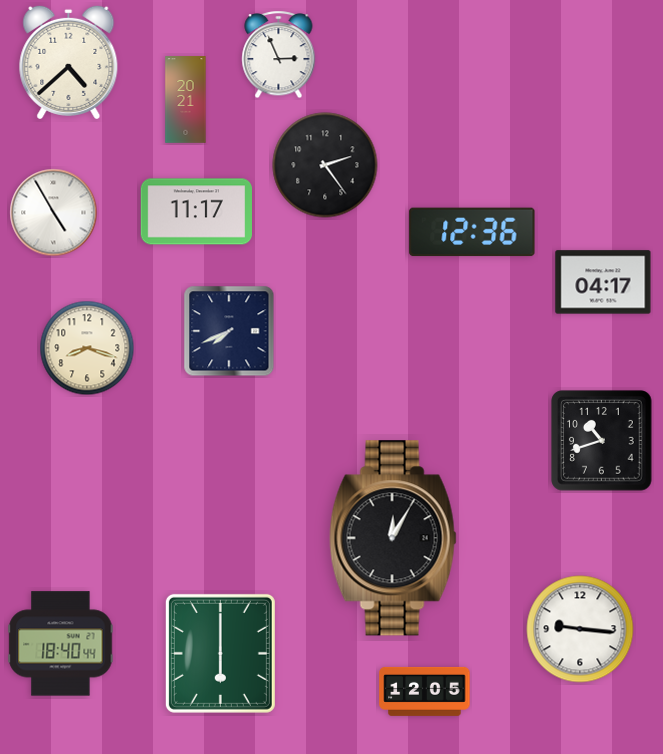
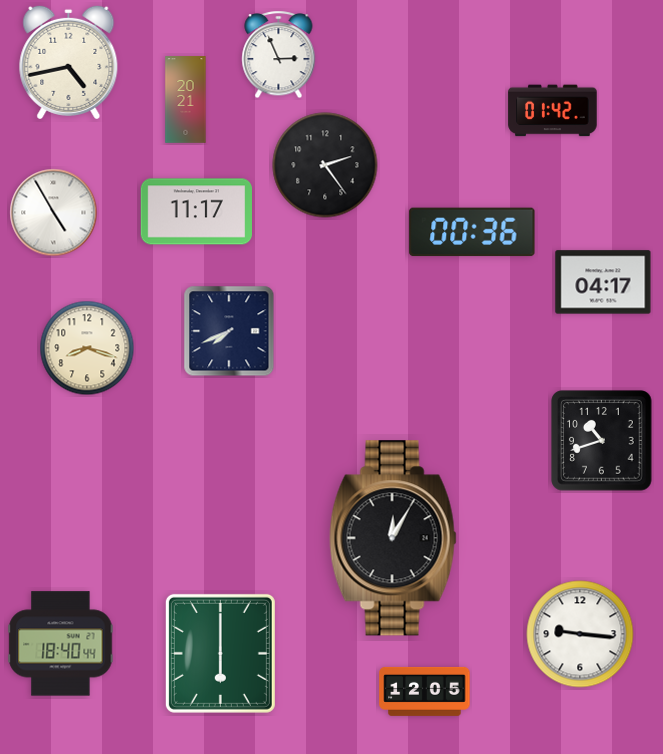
clock at (69, 62): 4:38 -> 4:43
clock at (553, 111): none -> 01:42
clock at (472, 232): 12:36 -> 00:36
clock at (580, 629) position: (580, 629) -> (580, 634)
